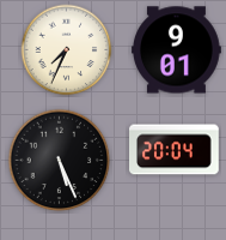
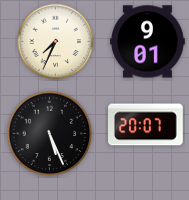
clock at (175, 150): 20:04 -> 20:07
